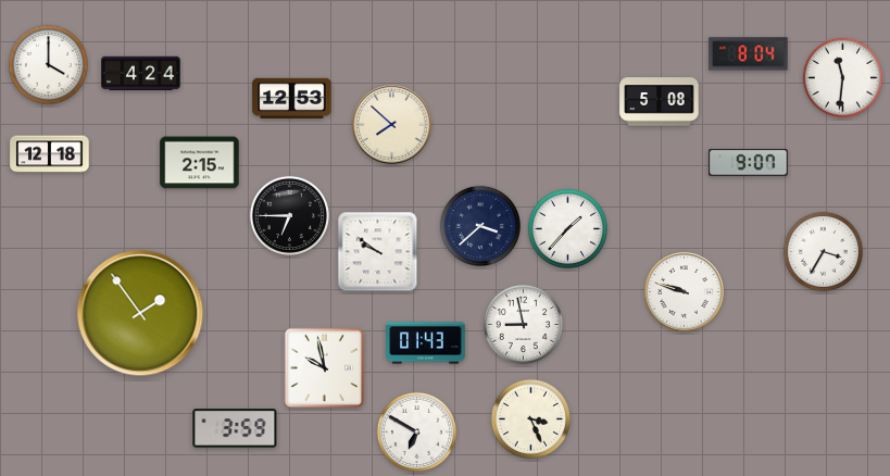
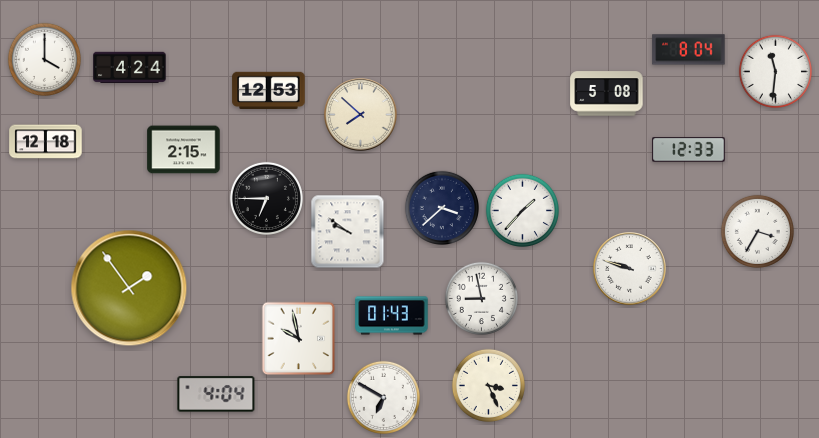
clock at (749, 163): 9:07 -> 12:33
clock at (235, 428): 3:59 -> 4:04
